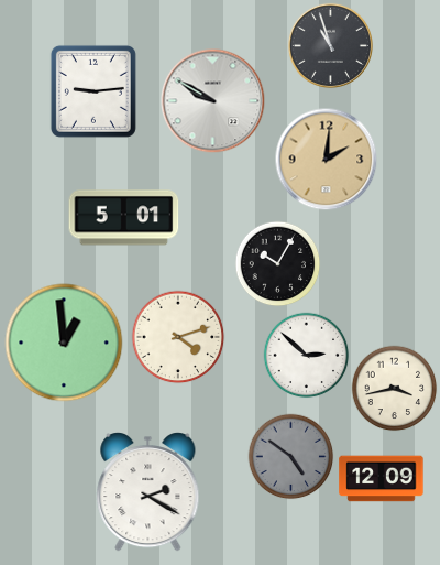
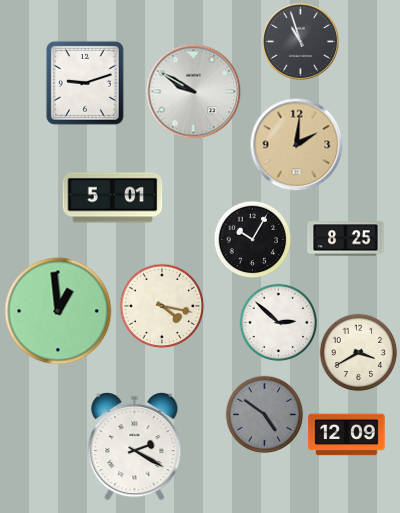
clock at (94, 91): 9:14 -> 9:12
clock at (346, 239): none -> 8:25
clock at (178, 337): 4:12 -> 4:17
clock at (394, 388): 3:43 -> 3:40
